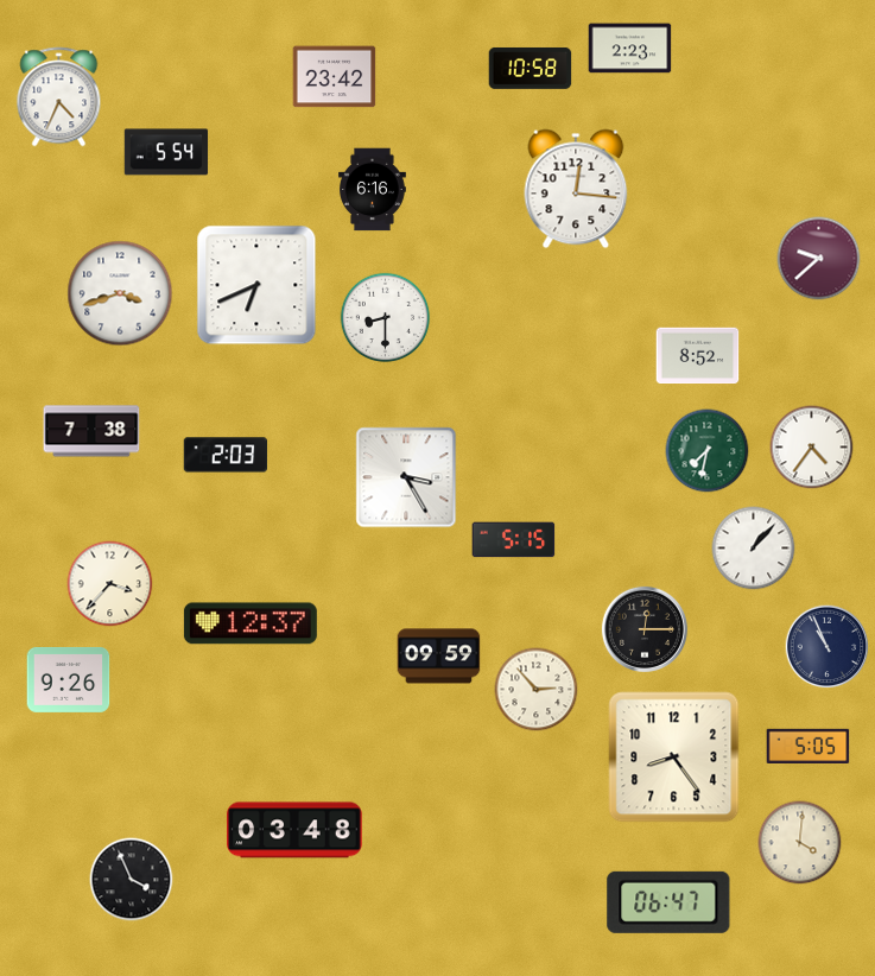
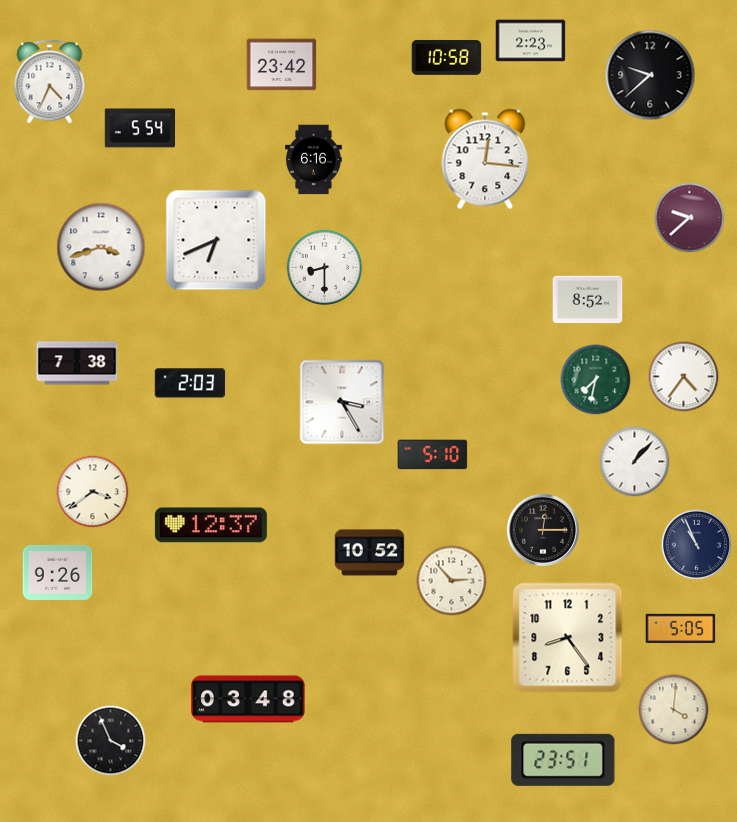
clock at (650, 75): none -> 9:38
clock at (514, 540): 5:15 -> 5:10
clock at (110, 584): 3:37 -> 3:39
clock at (439, 657): 09:59 -> 10:52
clock at (668, 902): 06:47 -> 23:51
